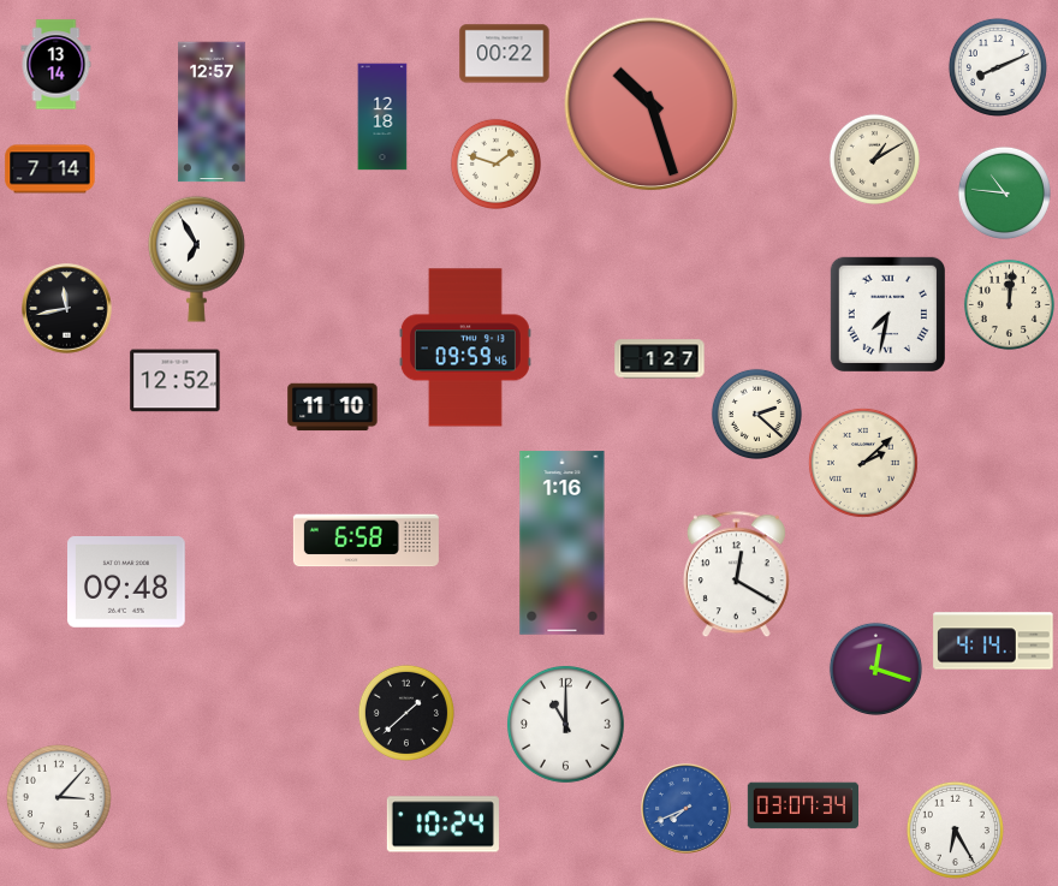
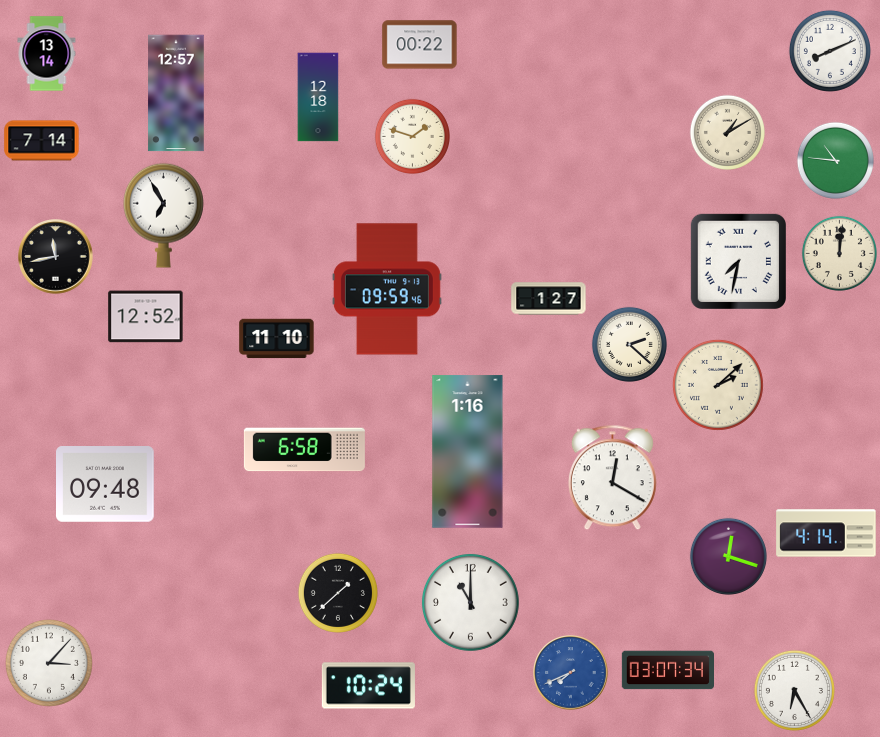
clock at (998, 67) position: (998, 67) -> (830, 51)
clock at (652, 105): 10:27 -> none
